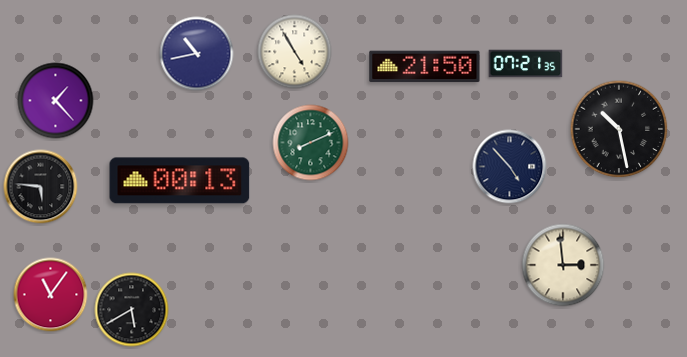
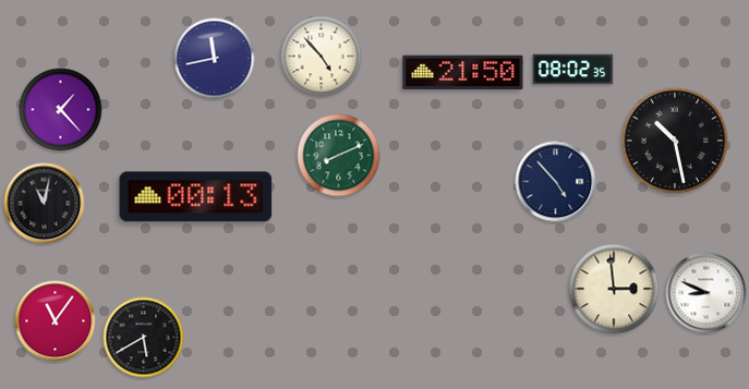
clock at (295, 52): 4:55 -> 4:53
clock at (197, 54): 10:43 -> 11:43
clock at (526, 64): 07:21 -> 08:02
clock at (41, 187): 5:46 -> 11:02
clock at (706, 293): none -> 8:49
